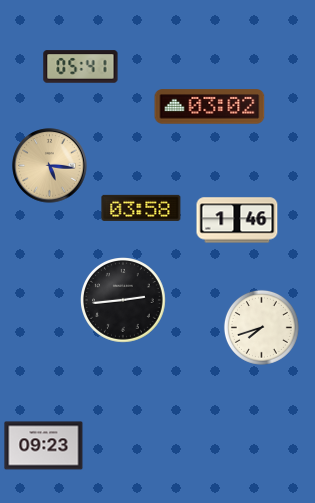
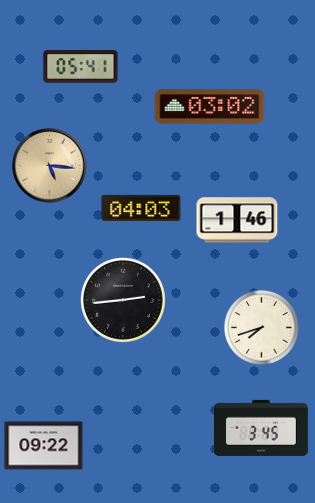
clock at (141, 208): 03:58 -> 04:03
clock at (262, 428): none -> 3:45
clock at (44, 446): 09:23 -> 09:22
